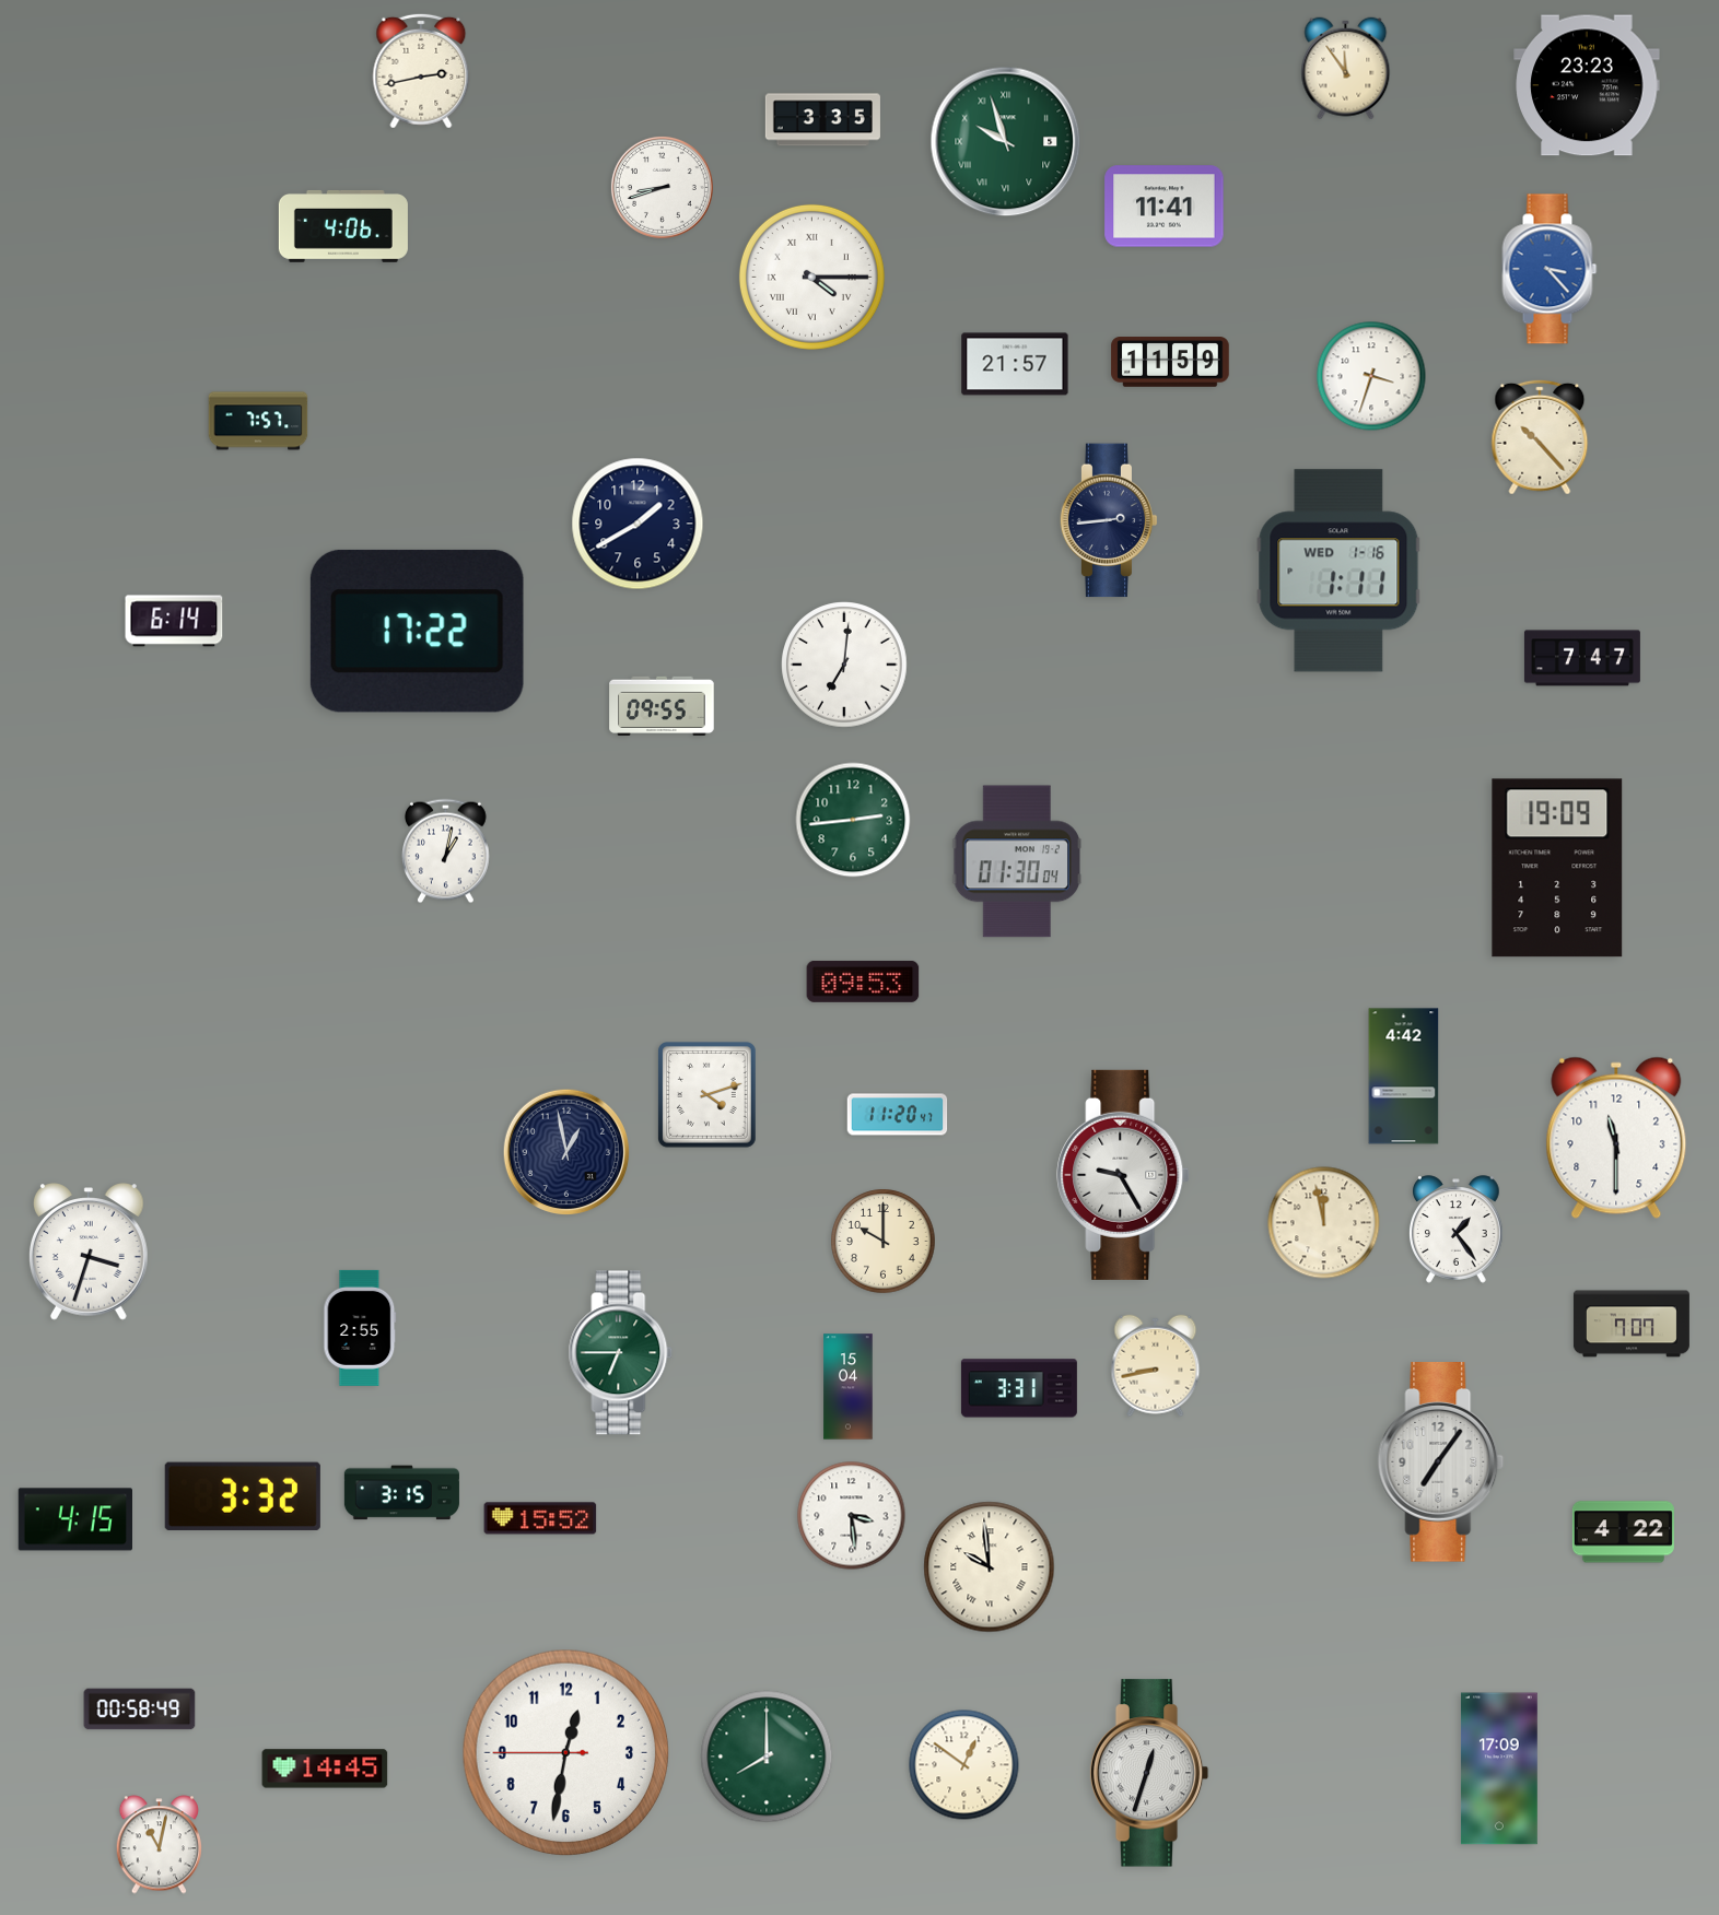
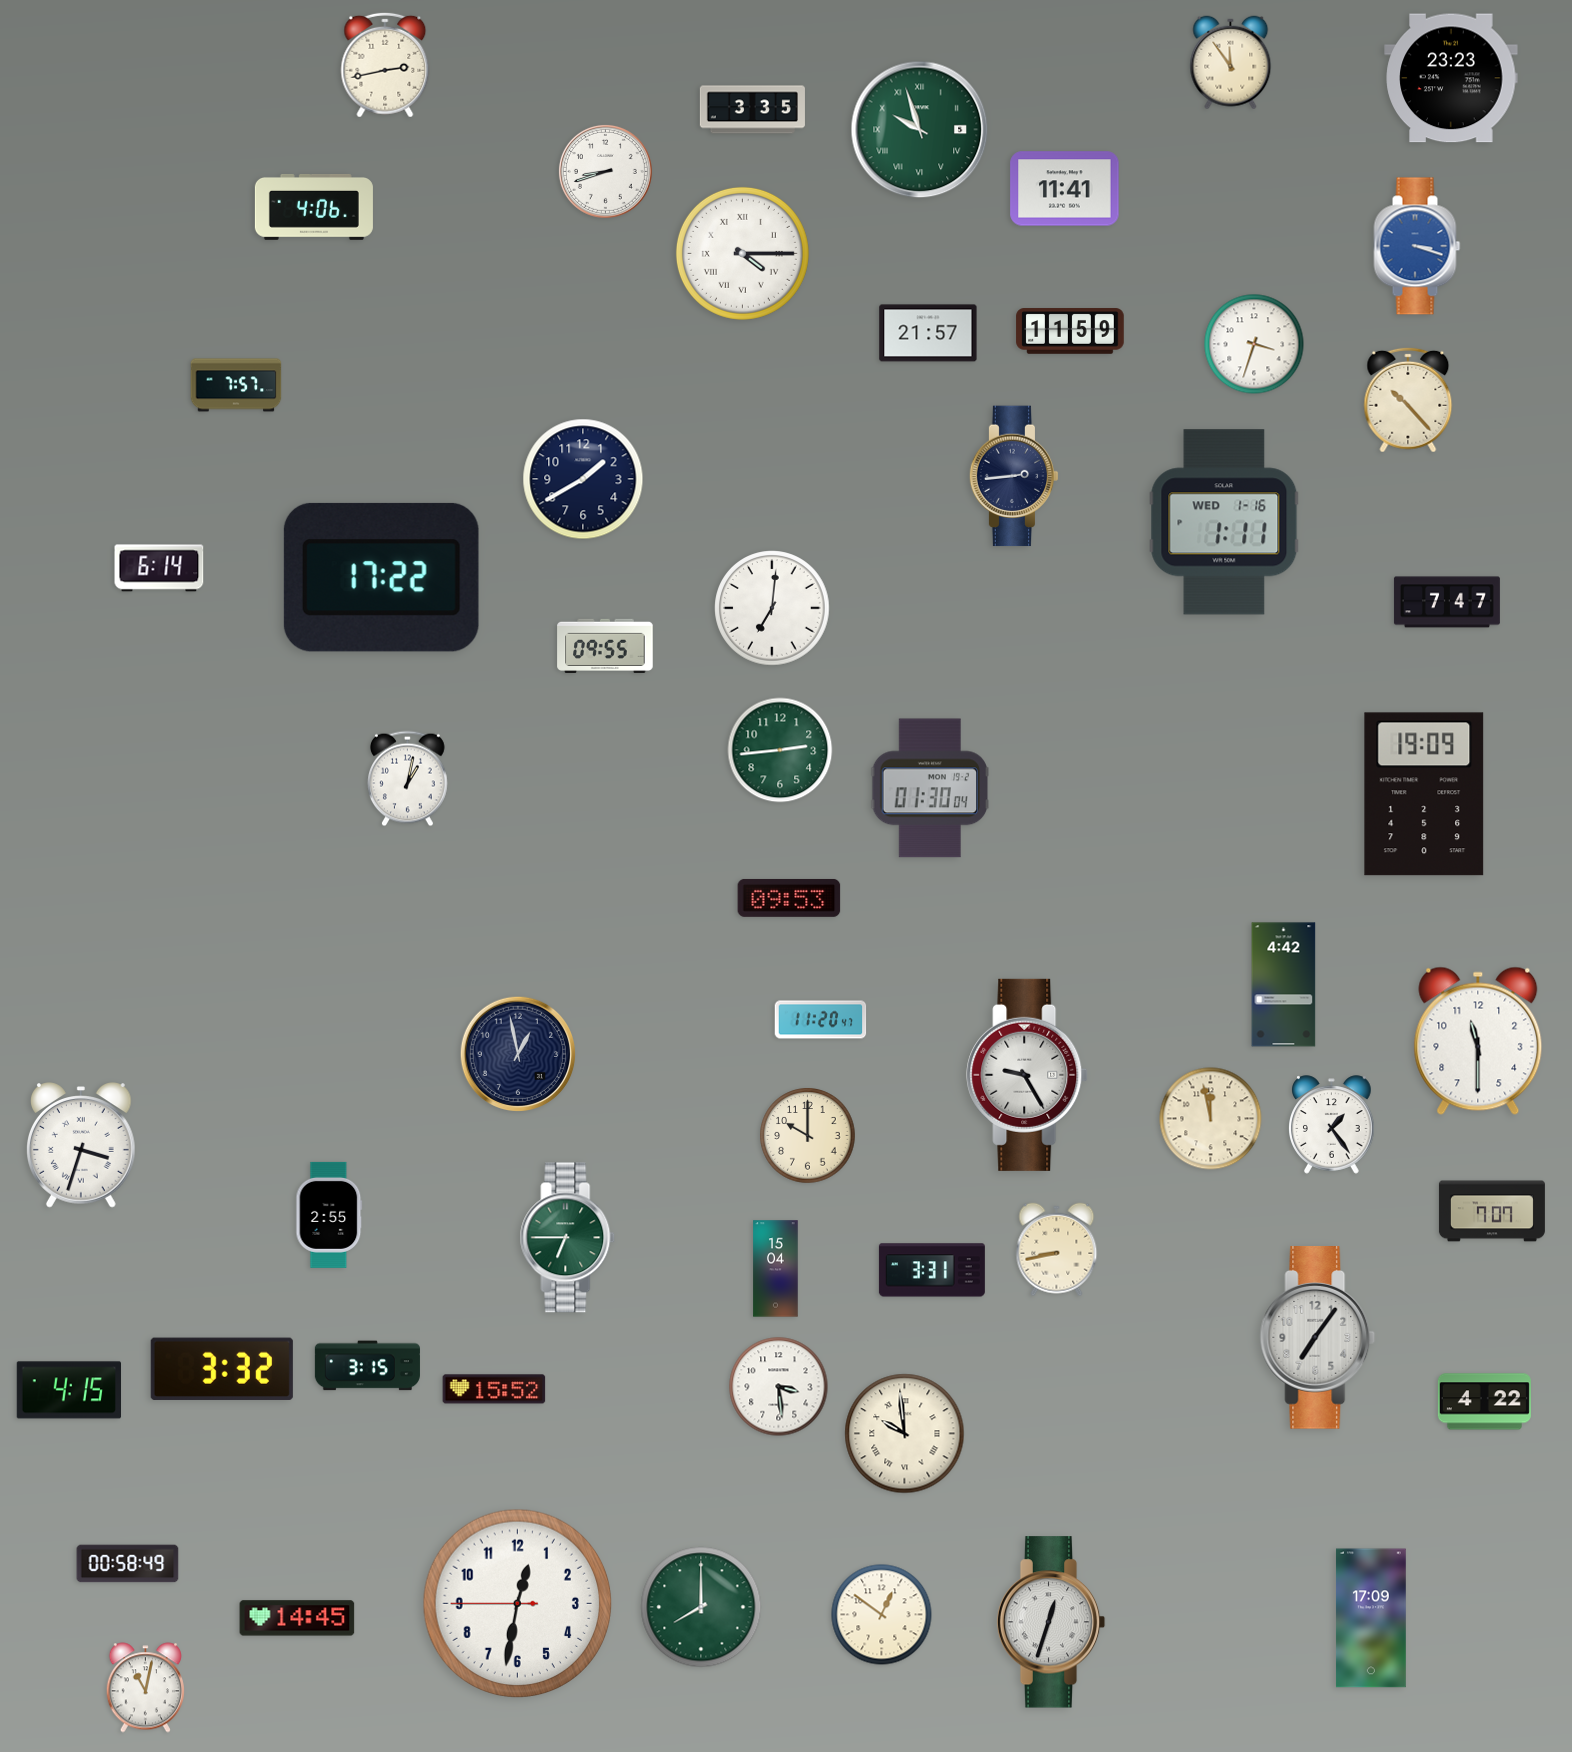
clock at (1550, 269): 3:23 -> 3:18
clock at (708, 1095): 4:12 -> none
